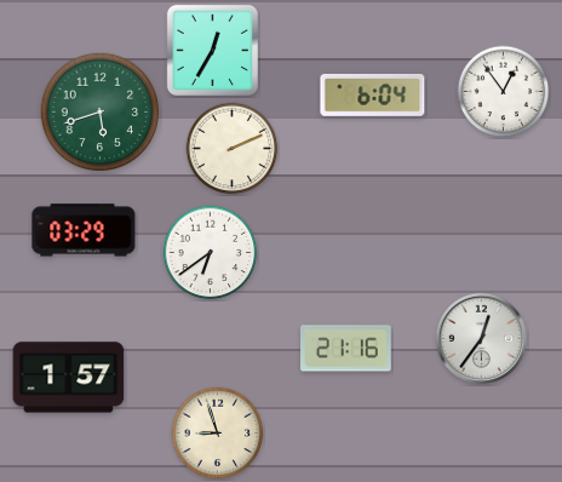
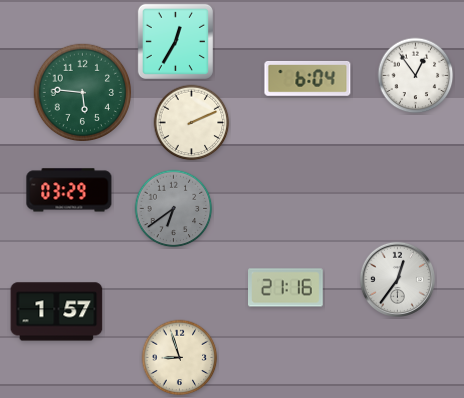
clock at (101, 113): 5:42 -> 5:46
clock at (211, 253) dial: white -> grey
